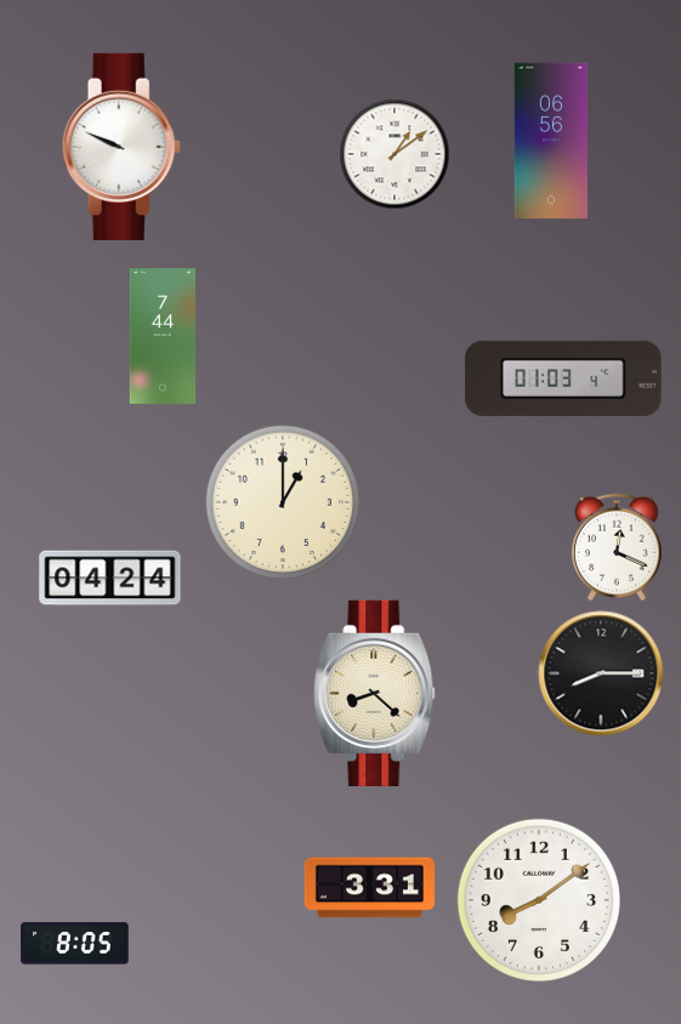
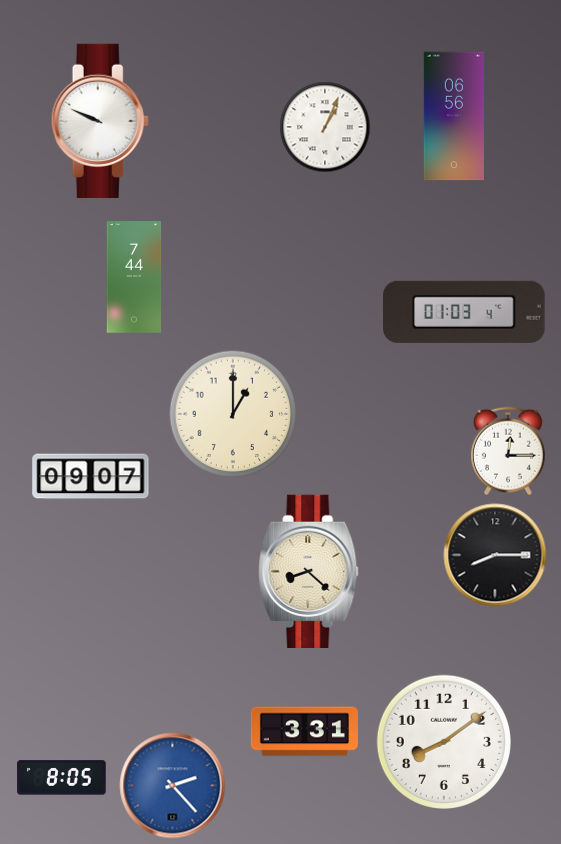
clock at (395, 154): 1:09 -> 1:04
clock at (617, 547): 12:19 -> 12:15
clock at (110, 579): 04:24 -> 09:07
clock at (173, 786): none -> 2:23
